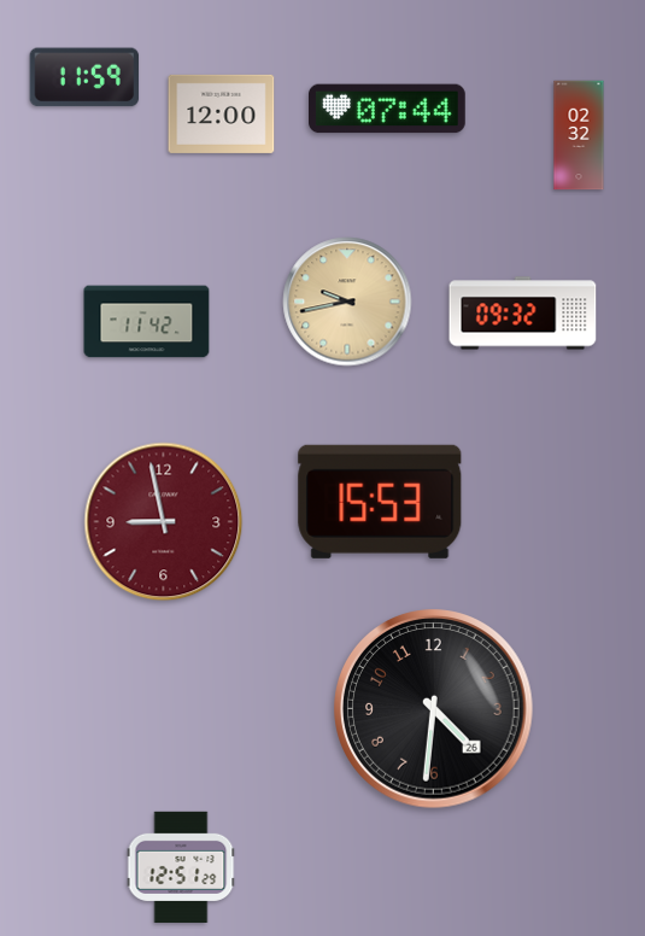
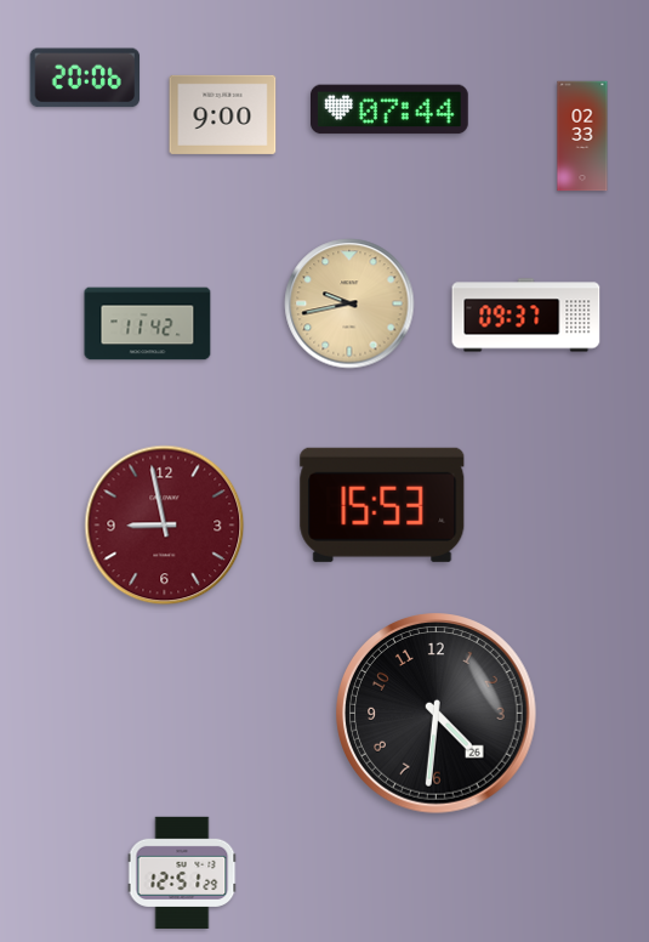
clock at (84, 77): 11:59 -> 20:06
clock at (222, 113): 12:00 -> 9:00
clock at (579, 135): 02:32 -> 02:33
clock at (523, 314): 09:32 -> 09:37
